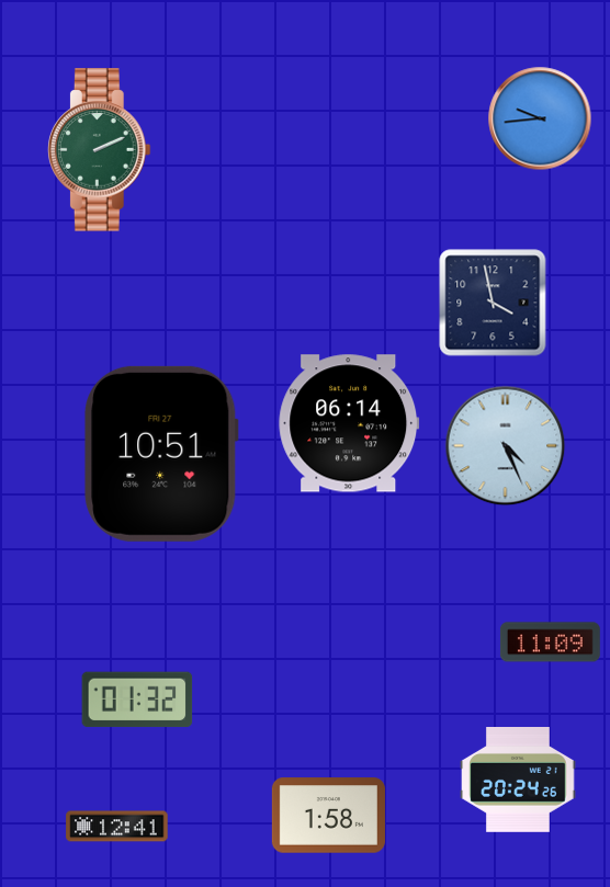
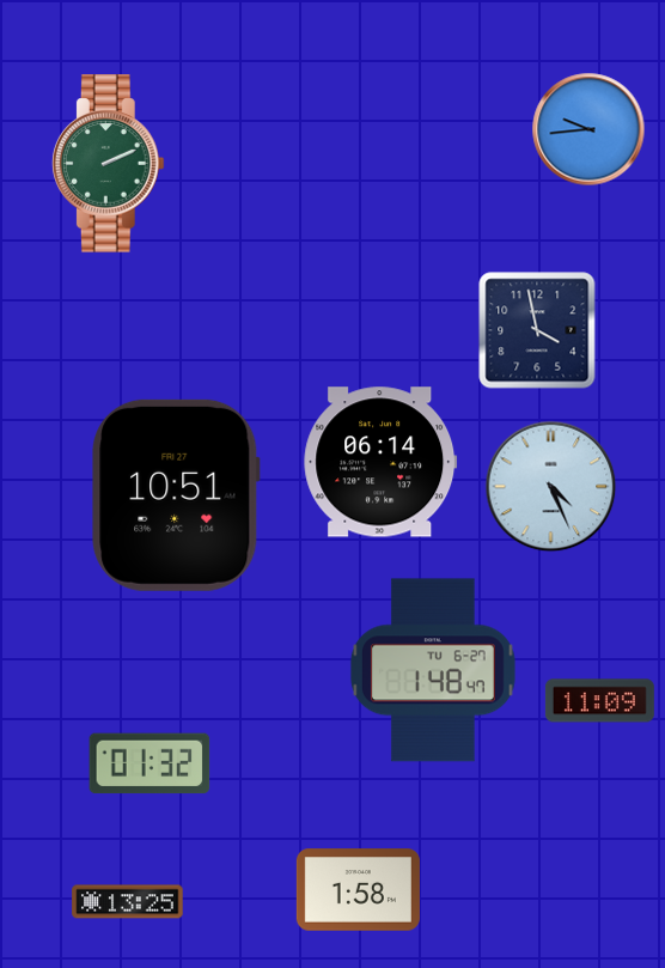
clock at (433, 670): none -> 1:48
clock at (518, 781): 20:24 -> none
clock at (117, 827): 12:41 -> 13:25
